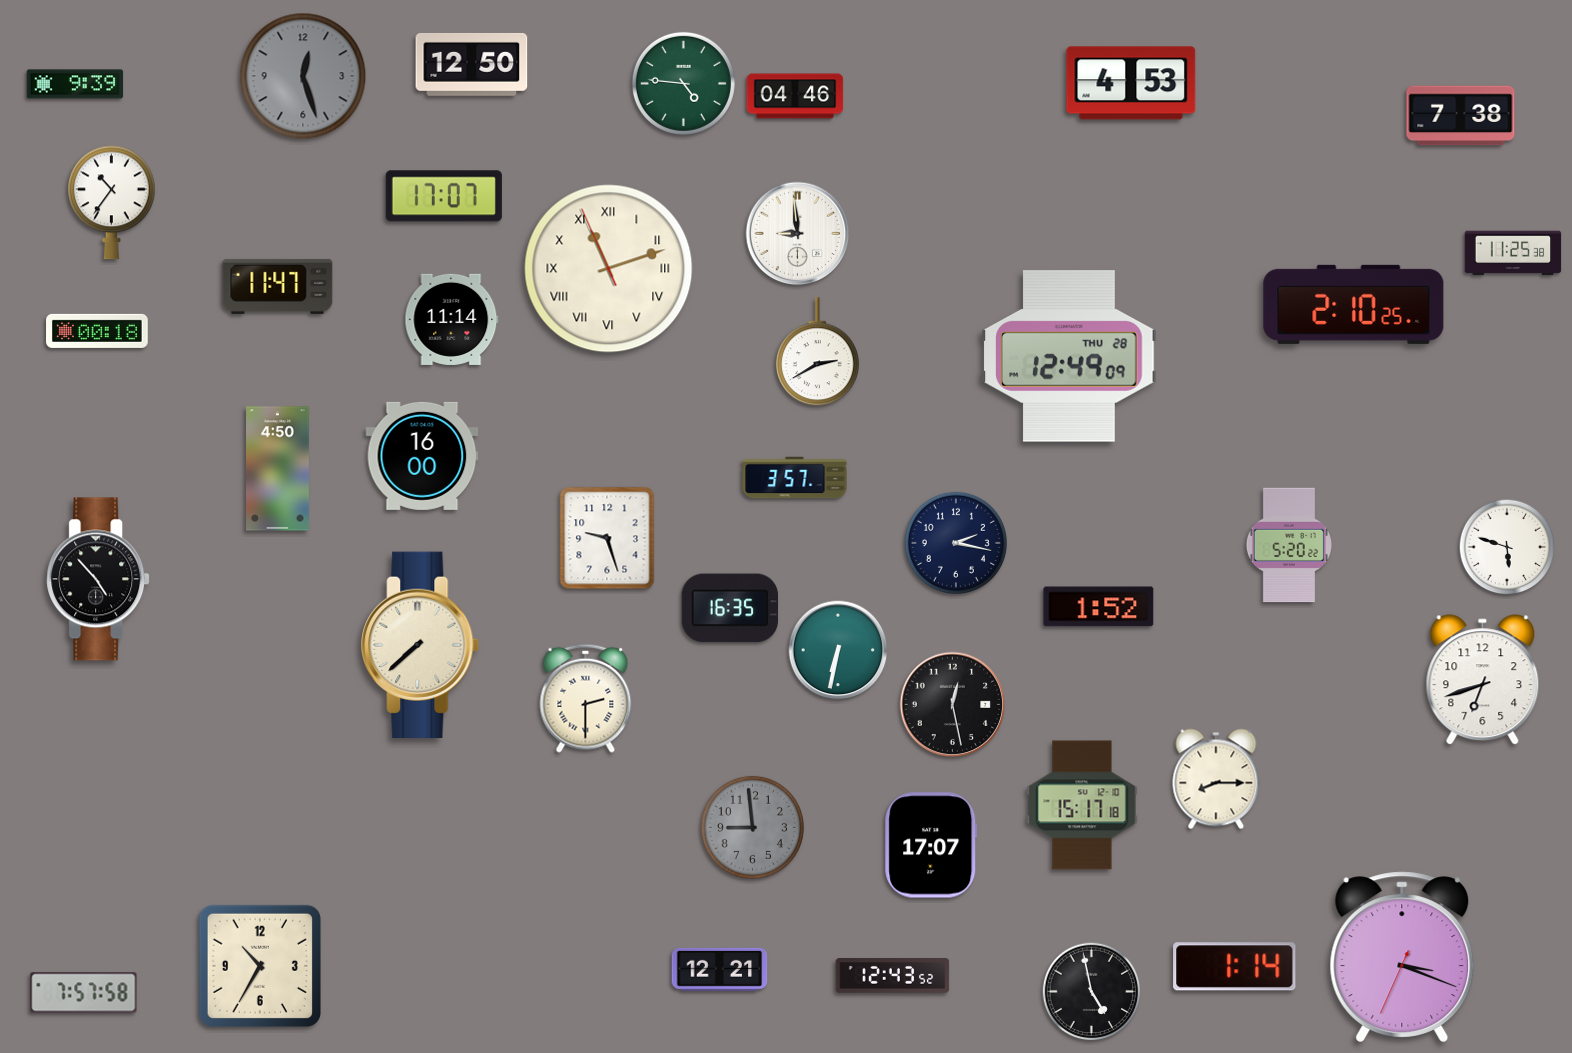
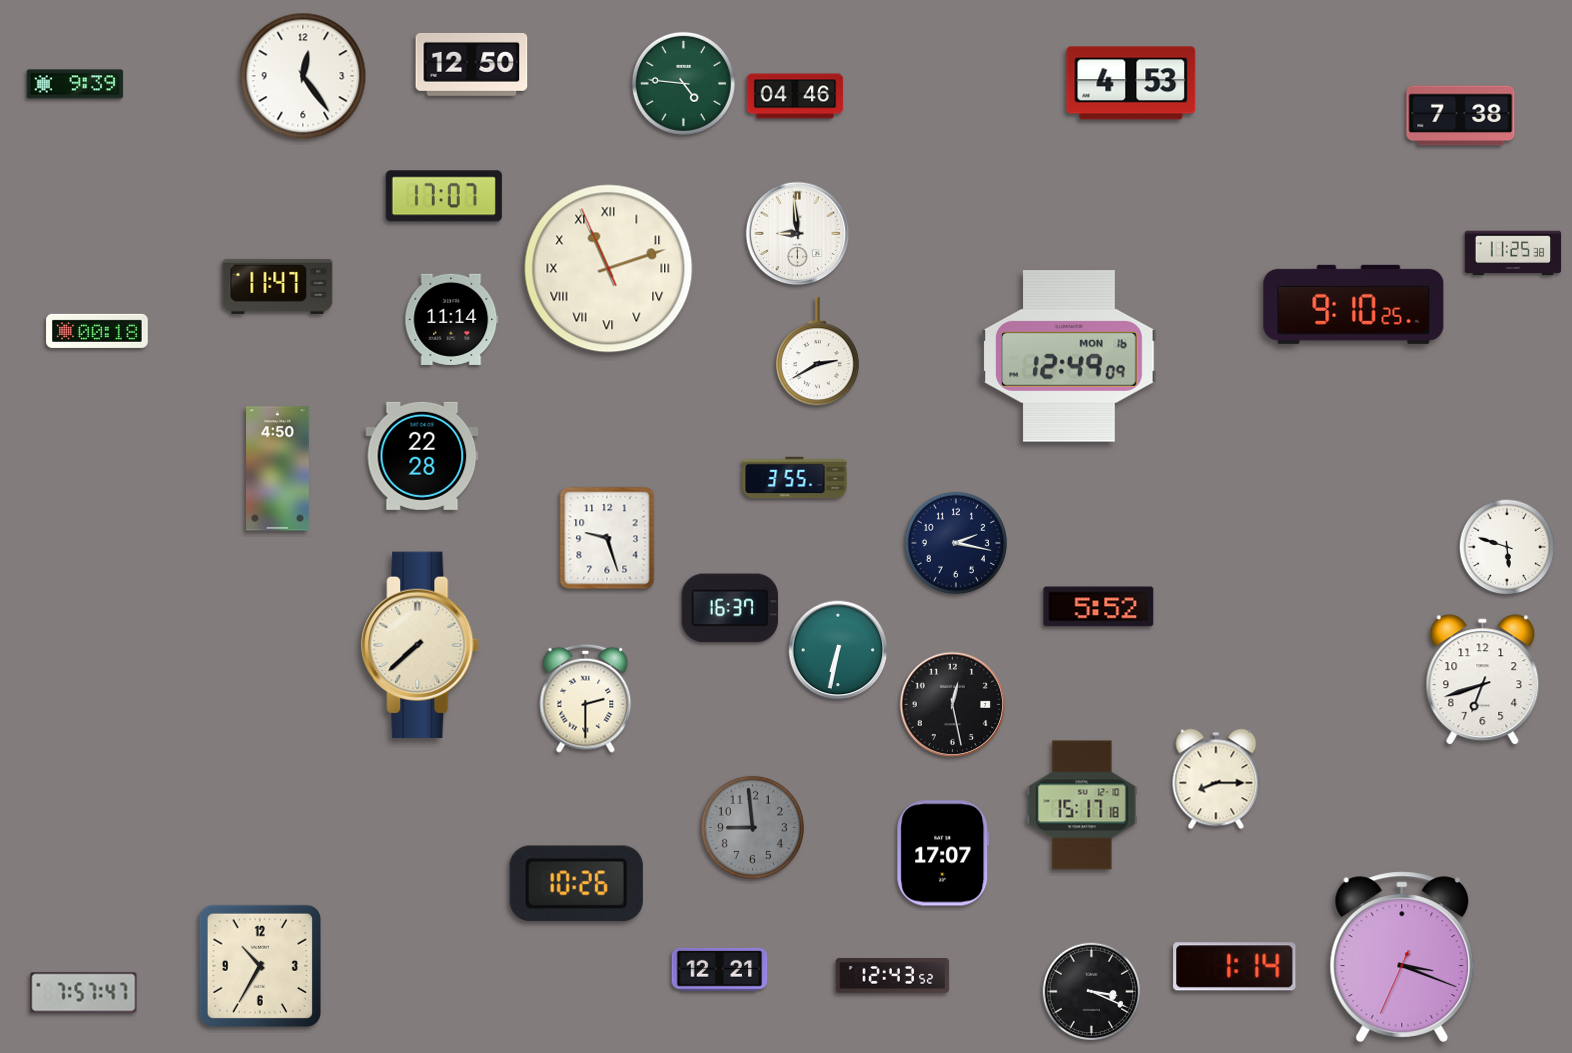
clock at (303, 76): 12:27 -> 12:24
clock at (303, 76) dial: grey -> white
clock at (112, 203): 10:36 -> none
clock at (1354, 304): 2:10 -> 9:10
clock at (1069, 356) date: THU 28 -> MON 16
clock at (422, 456): 16:00 -> 22:28
clock at (795, 478): 3:57 -> 3:55
clock at (1289, 545): 5:20 -> none
clock at (98, 579): 4:53 -> none
clock at (1099, 607): 1:52 -> 5:52
clock at (730, 608): 16:35 -> 16:37
clock at (931, 845) position: (931, 845) -> (943, 853)
clock at (576, 883): none -> 10:26
clock at (1092, 992): 4:58 -> 3:19
clock at (84, 993): 7:57:58 -> 7:57:47
